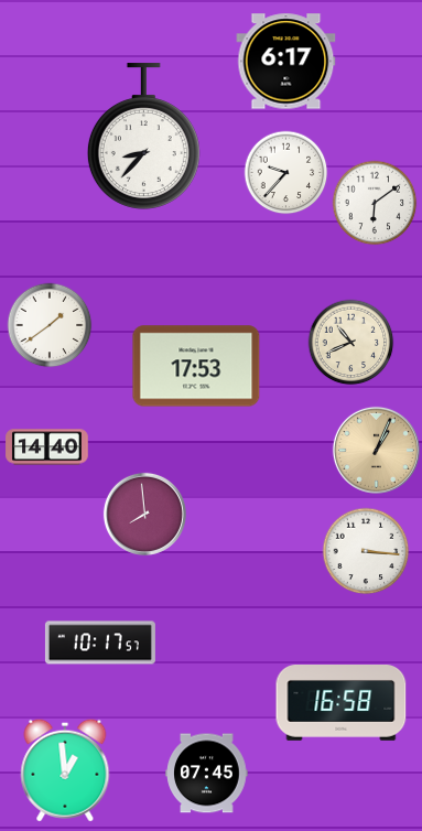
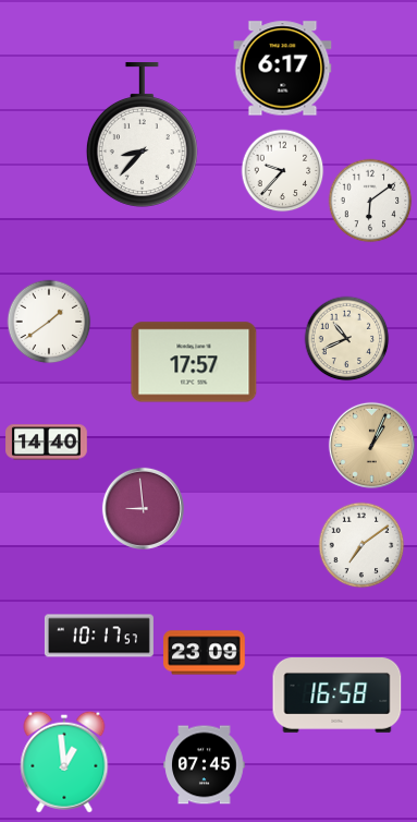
clock at (286, 62) position: (286, 62) -> (283, 69)
clock at (196, 366): 17:53 -> 17:57
clock at (144, 514): 7:59 -> 8:59
clock at (366, 551): 3:16 -> 7:09
clock at (205, 653): none -> 23:09
